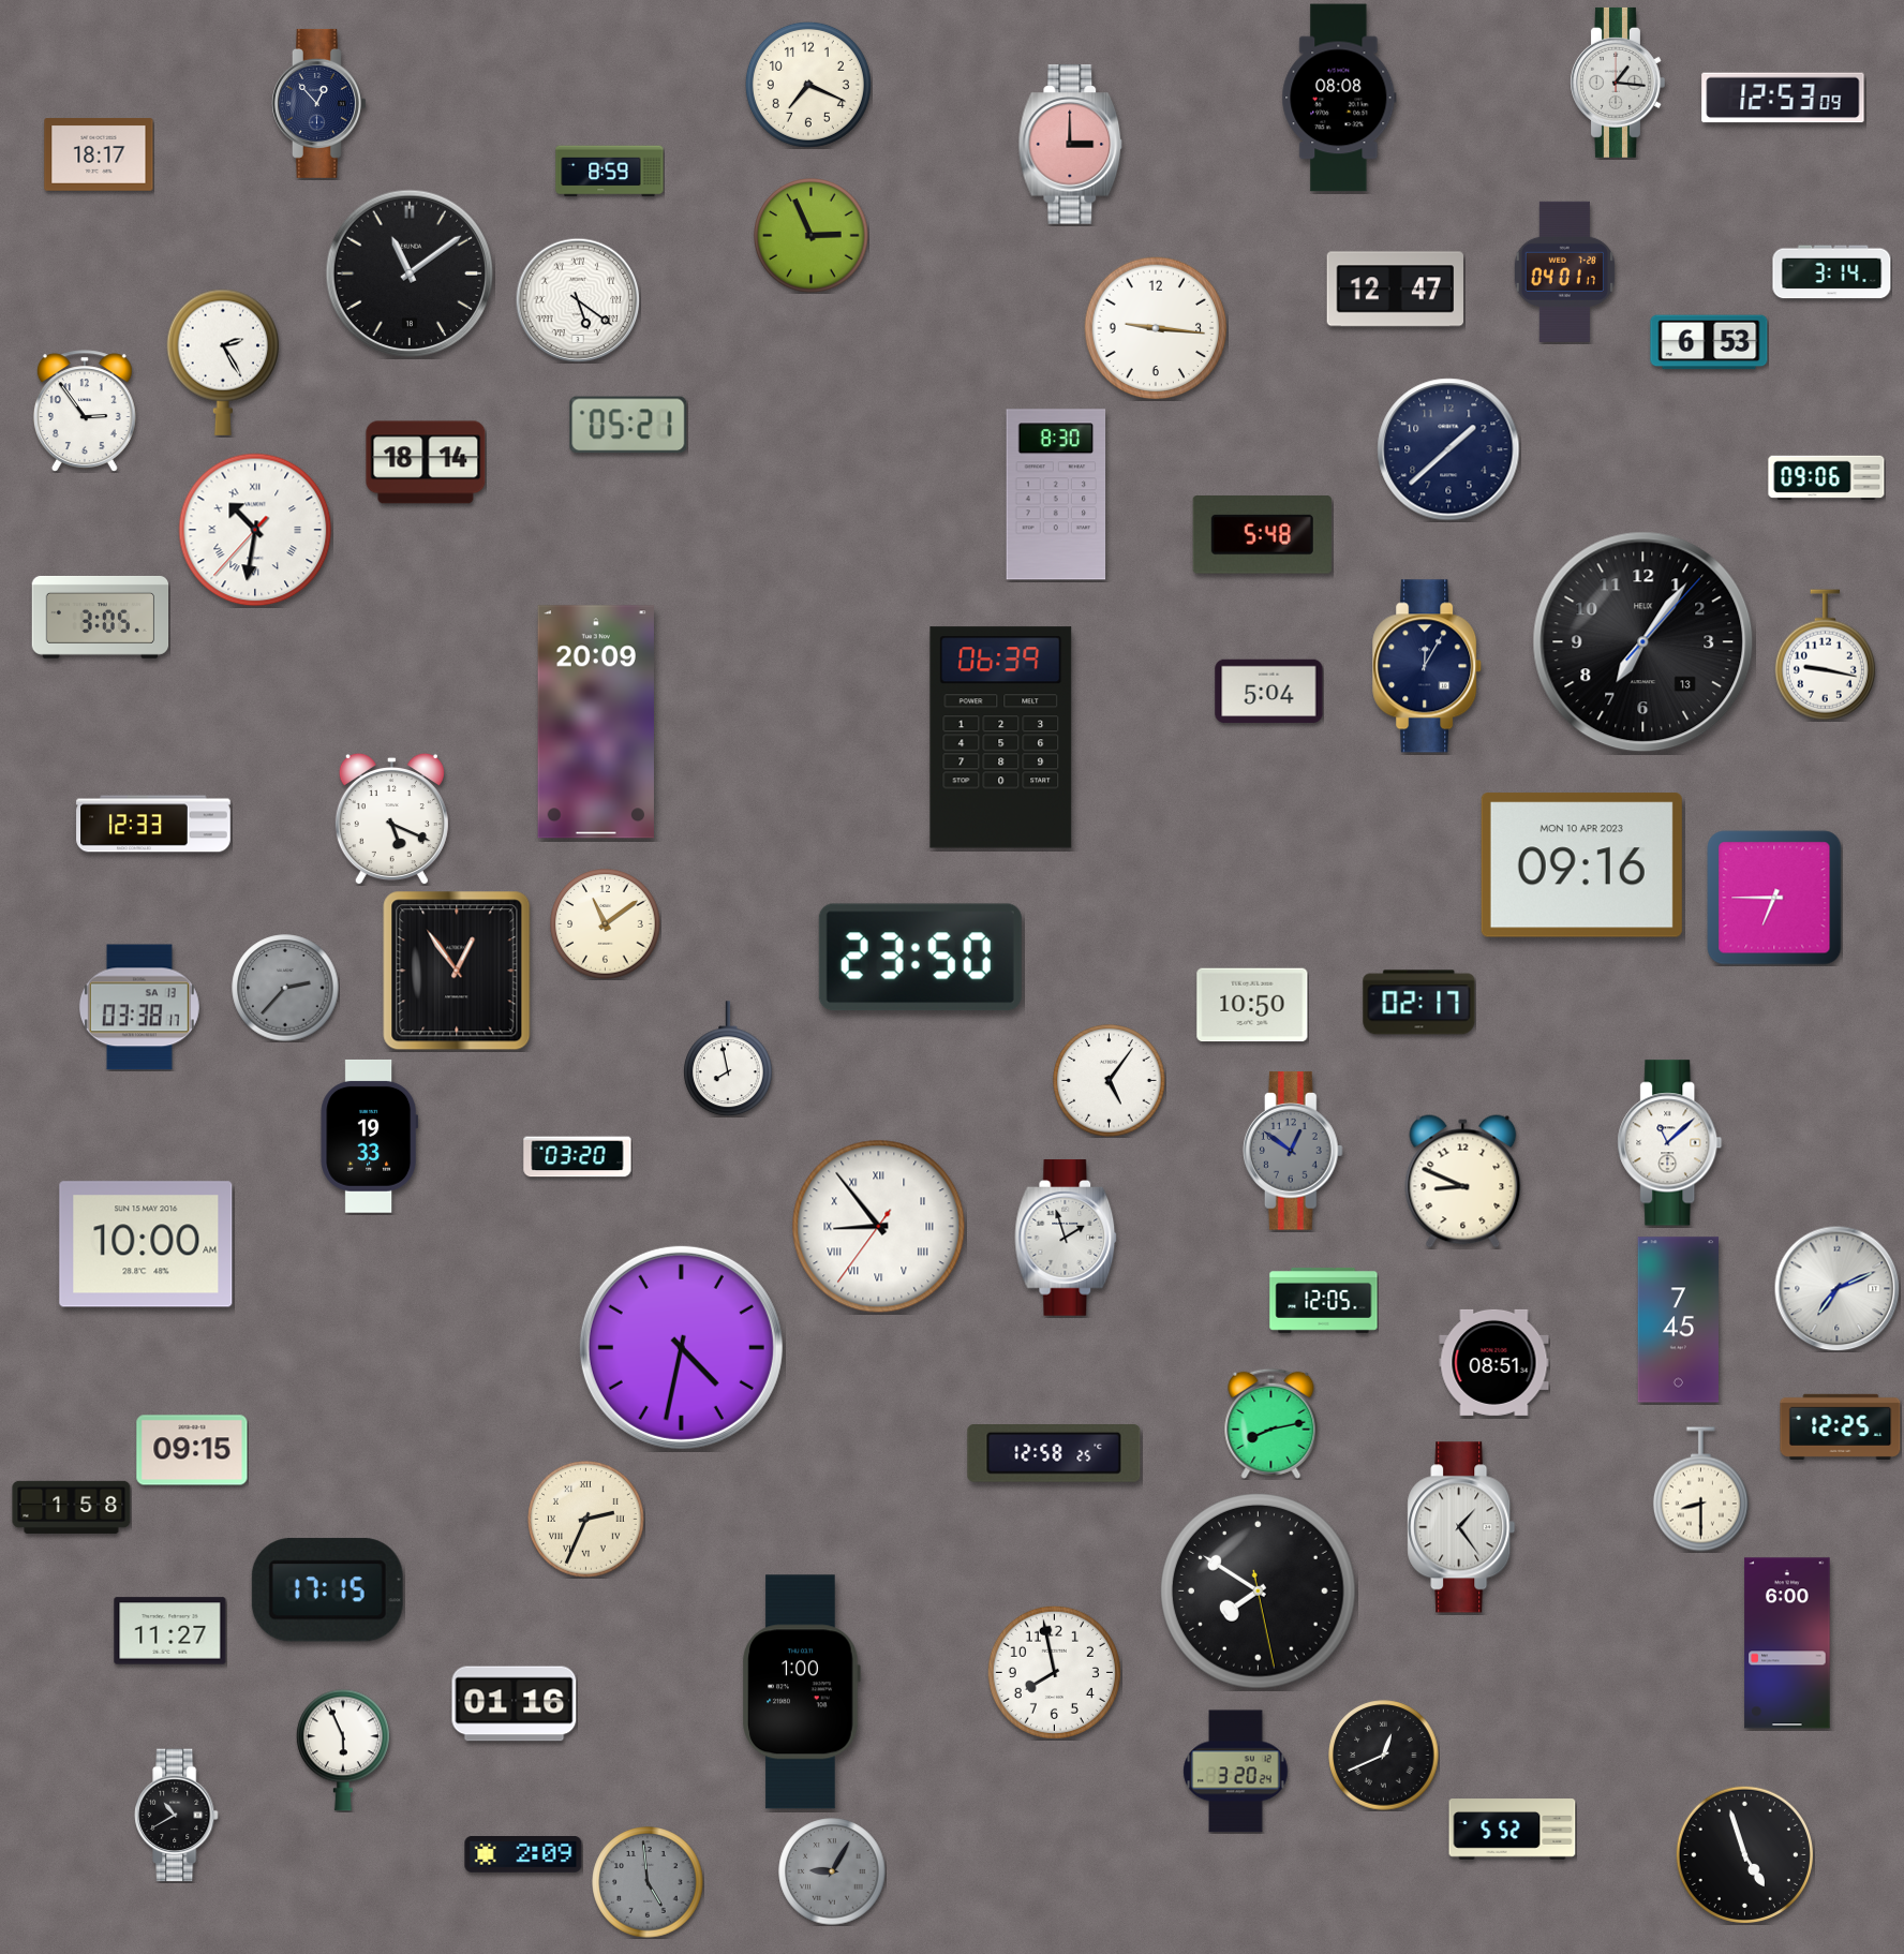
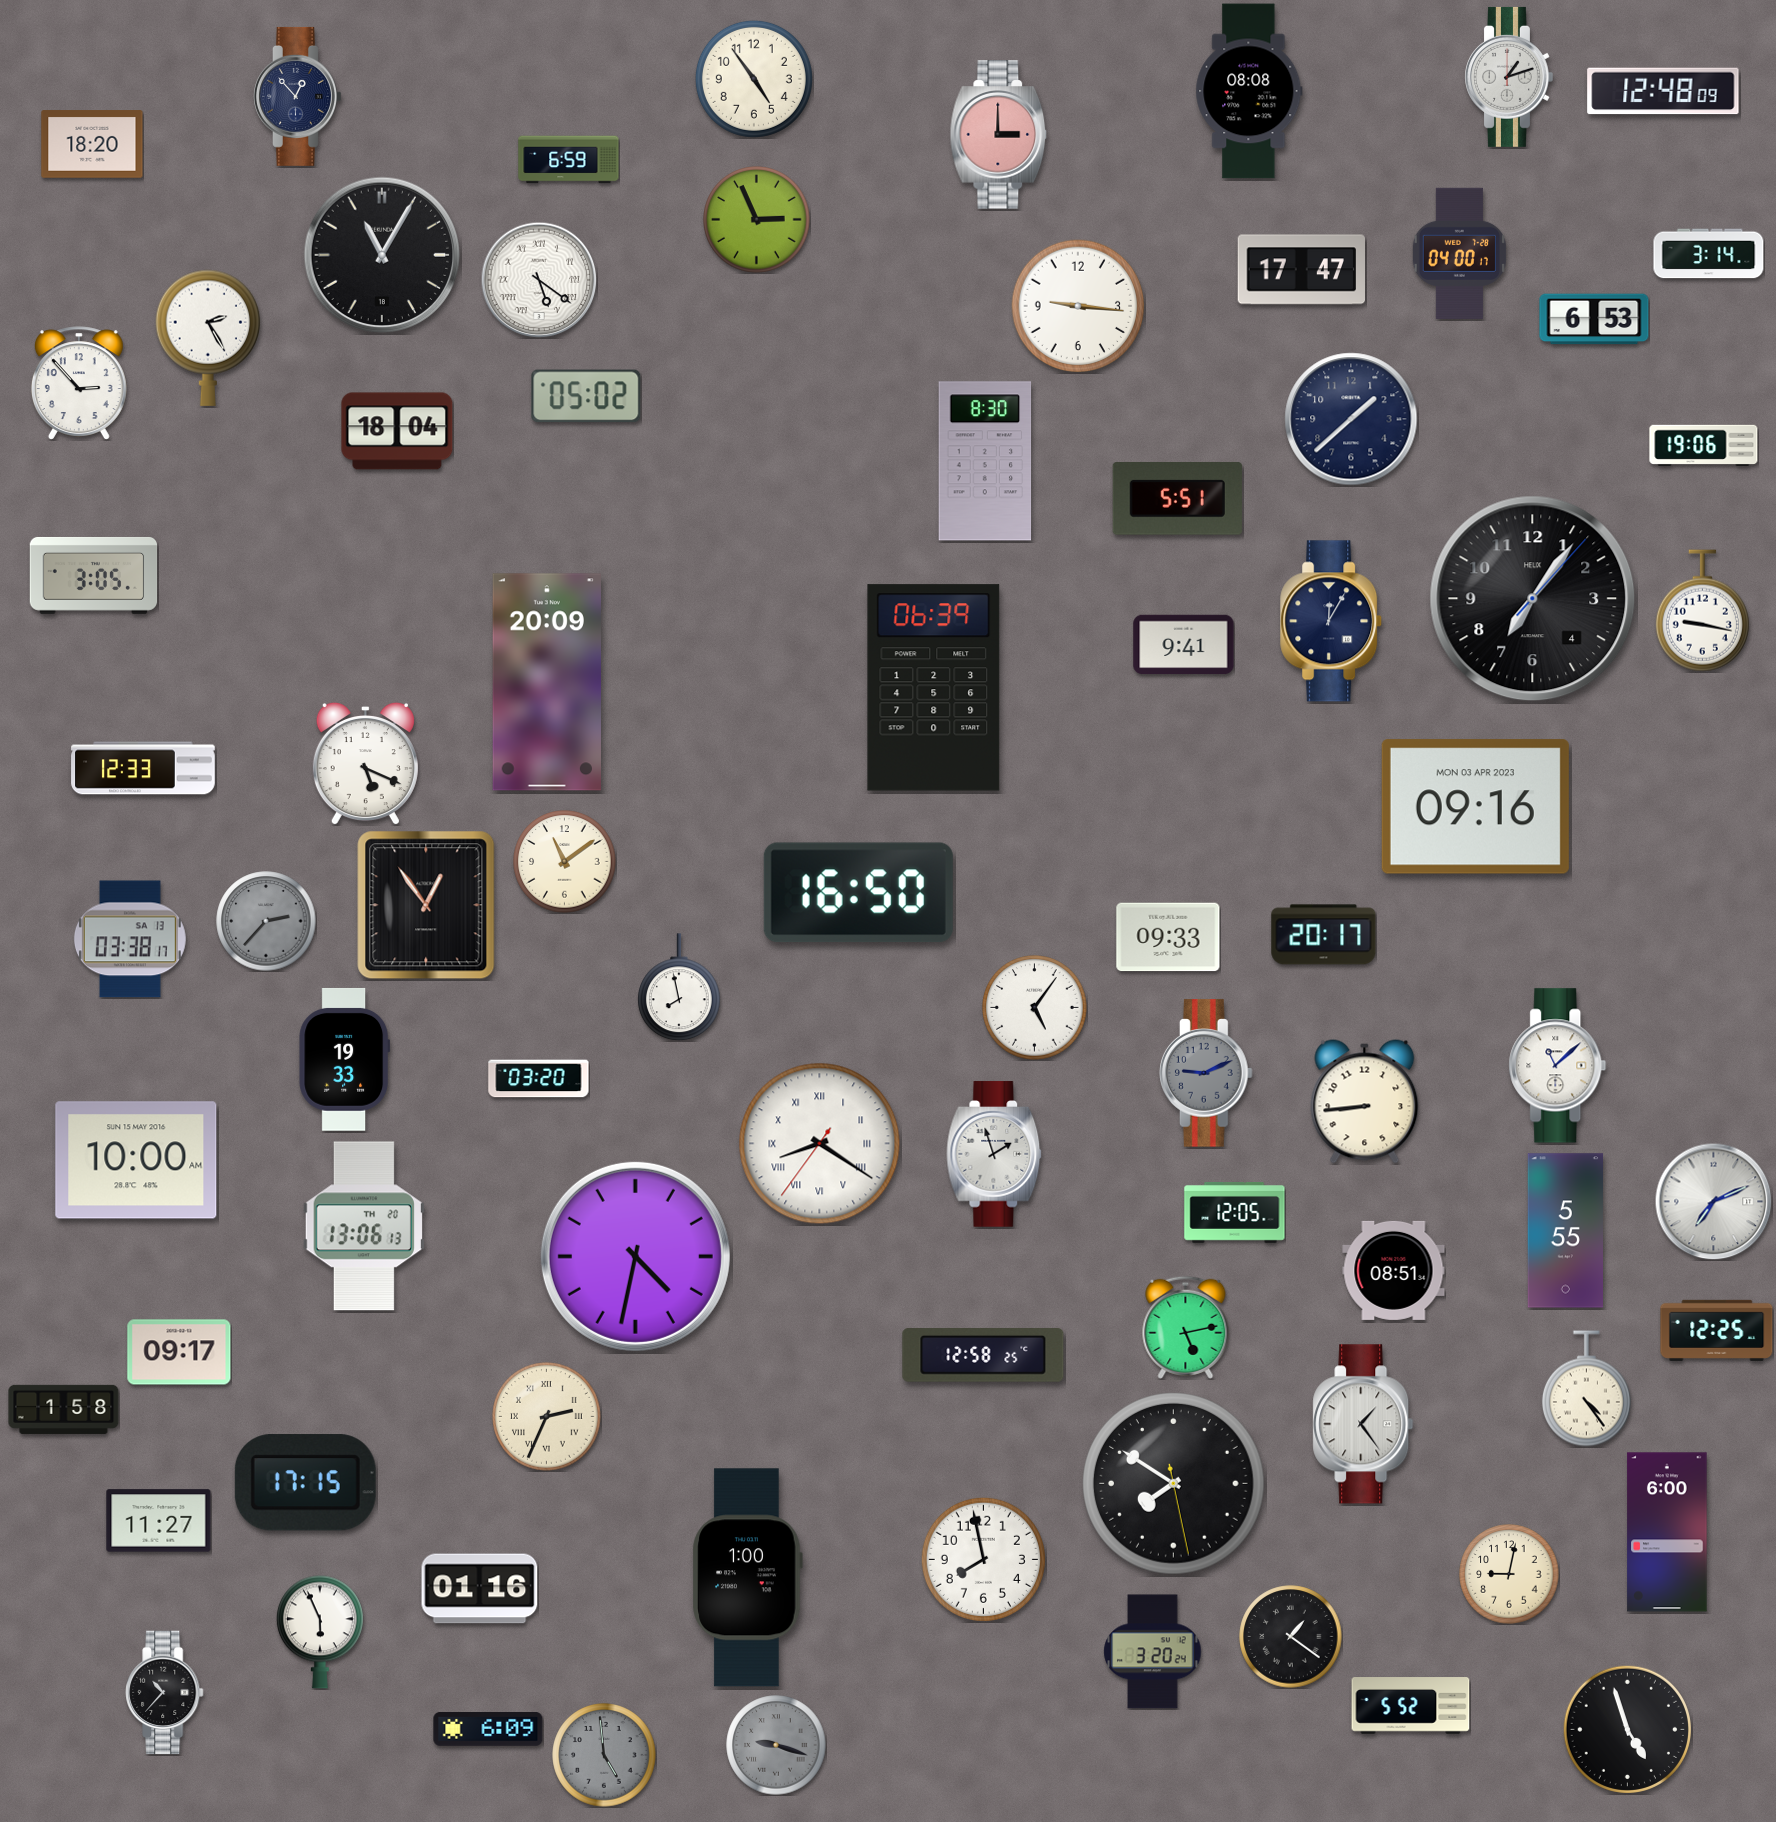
clock at (1618, 83): 1:16 -> 1:12
clock at (808, 85): 7:19 -> 4:54
clock at (1783, 98): 12:53 -> 12:48
clock at (99, 154): 18:17 -> 18:20
clock at (610, 172): 8:59 -> 6:59
clock at (1564, 271): 04:01 -> 04:00
clock at (410, 273): 11:09 -> 11:05
clock at (1395, 290): 12:47 -> 17:47
clock at (85, 411): 2:54 -> 2:53
clock at (628, 425): 05:21 -> 05:02
clock at (426, 462): 18:14 -> 18:04
clock at (1827, 477): 09:06 -> 19:06
clock at (255, 530): 10:31 -> none
clock at (1262, 535): 5:48 -> 5:51
clock at (1643, 642) date: 13 -> 4
clock at (1269, 692): 5:04 -> 9:41
clock at (596, 722) position: (596, 722) -> (547, 682)
clock at (1581, 865) date: MON 10 APR 2023 -> MON 03 APR 2023
clock at (1774, 898): 6:45 -> none
clock at (920, 958): 23:50 -> 16:50
clock at (1419, 1003): 02:17 -> 20:17
clock at (1252, 1005): 10:50 -> 09:33
clock at (1293, 1151): 12:51 -> 9:11
clock at (1463, 1182): 8:49 -> 8:44
clock at (879, 1227): 8:53 -> 8:20
clock at (364, 1226): none -> 13:06
clock at (1679, 1320): 7:45 -> 5:55
clock at (1271, 1423): 8:13 -> 5:13
clock at (192, 1450): 09:15 -> 09:17
clock at (1700, 1490): 8:30 -> 4:24
clock at (72, 1507) position: (72, 1507) -> (64, 1409)
clock at (1509, 1574): none -> 9:02
clock at (1384, 1756): 12:41 -> 1:21
clock at (177, 1816): 10:40 -> 10:37
clock at (523, 1855): 2:09 -> 6:09
clock at (832, 1871): 9:05 -> 9:18
